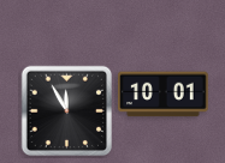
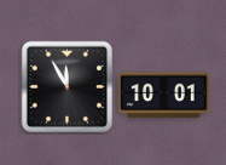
clock at (66, 110) position: (66, 110) -> (66, 86)
